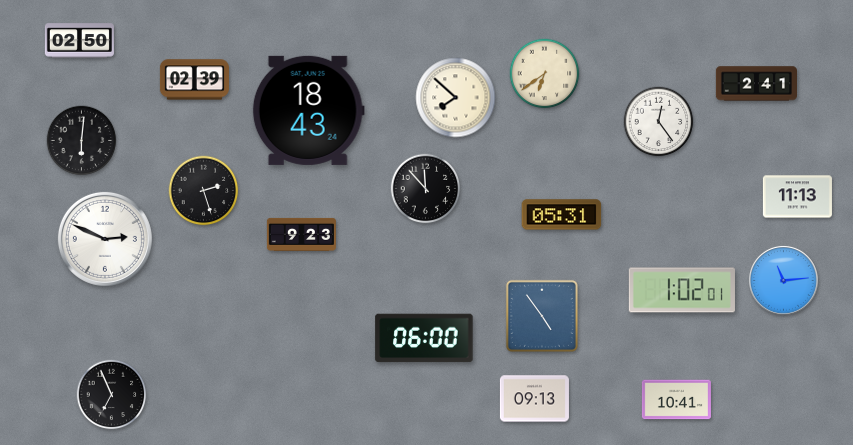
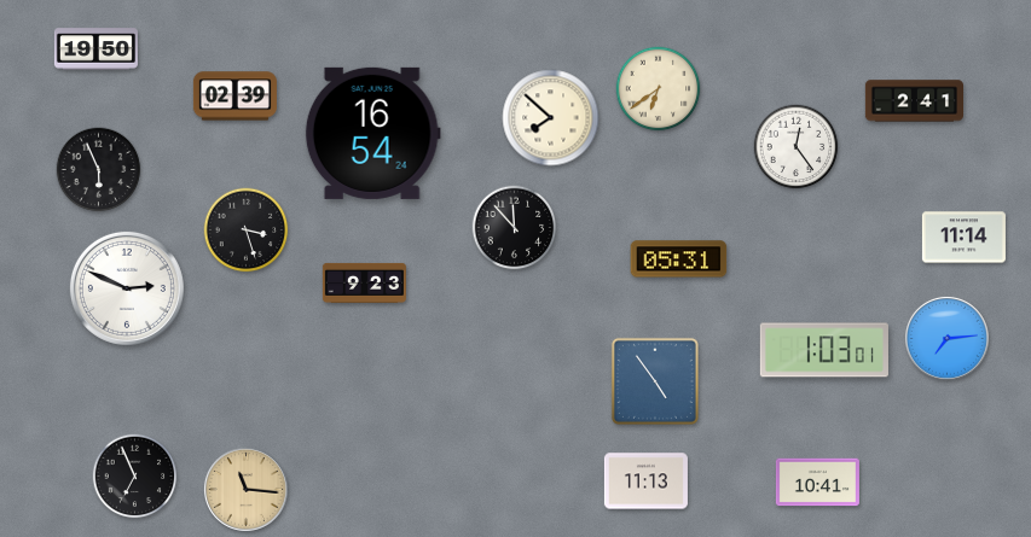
clock at (79, 41): 02:50 -> 19:50
clock at (308, 110): 18:43 -> 16:54
clock at (82, 141): 6:01 -> 5:56
clock at (204, 191): 2:27 -> 3:27
clock at (797, 197): 11:13 -> 11:14
clock at (784, 281): 11:14 -> 7:14
clock at (682, 290): 1:02 -> 1:03
clock at (424, 338): 06:00 -> none
clock at (534, 399): 09:13 -> 11:13
clock at (247, 490): none -> 11:16
